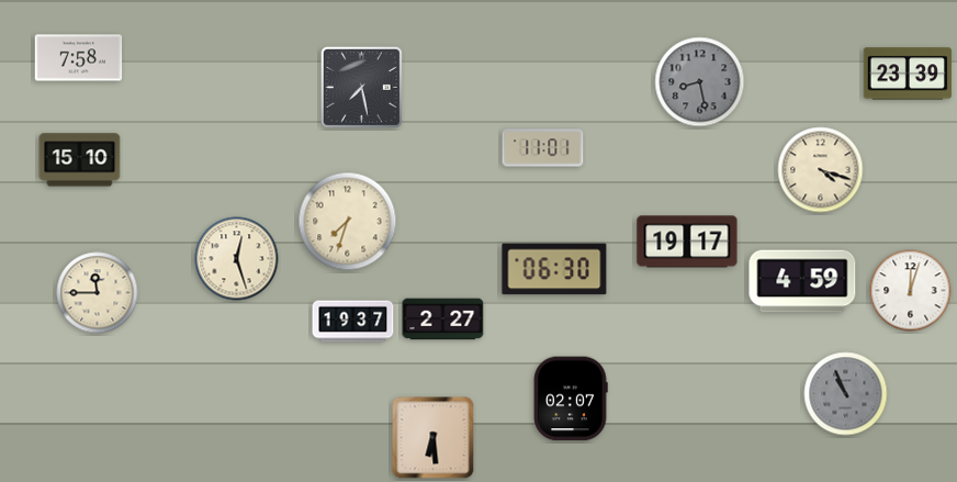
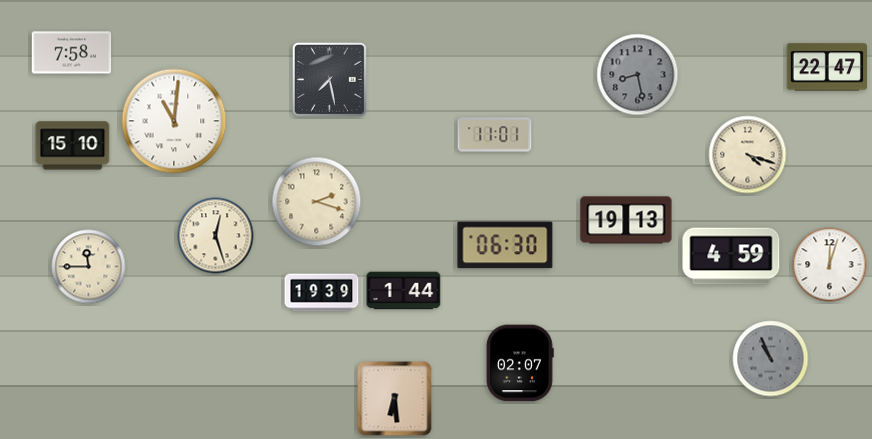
clock at (907, 74): 23:39 -> 22:47
clock at (174, 121): none -> 11:01
clock at (348, 222): 7:33 -> 2:18
clock at (687, 242): 19:17 -> 19:13
clock at (443, 320): 2:27 -> 1:44
clock at (353, 322): 19:37 -> 19:39
